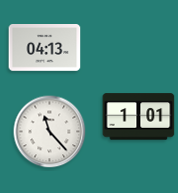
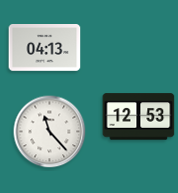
clock at (139, 117): 1:01 -> 12:53
